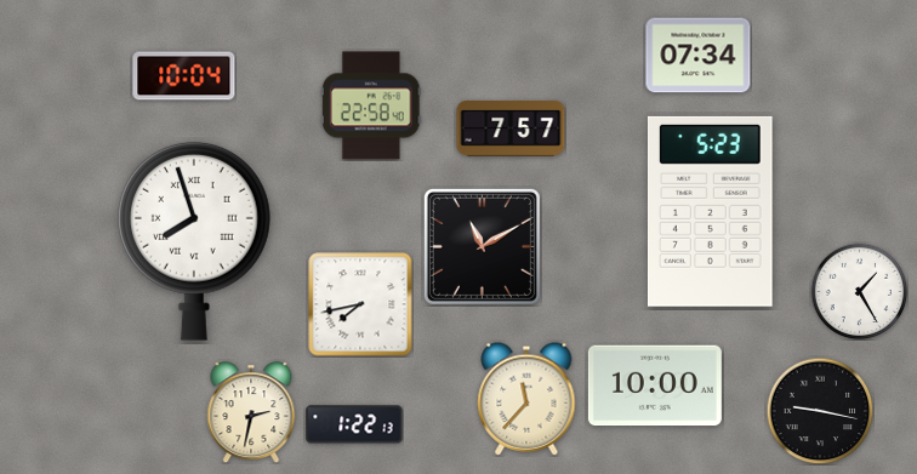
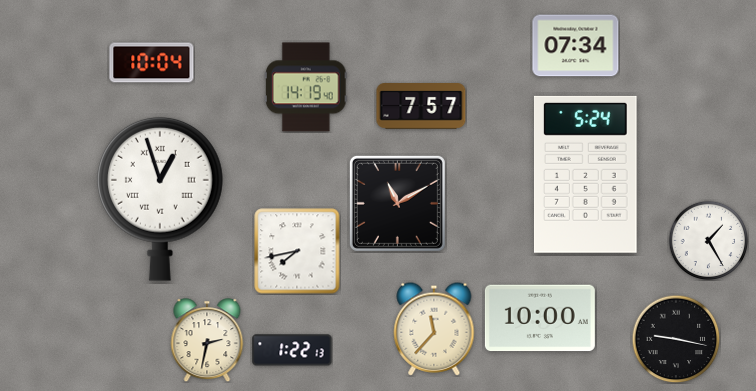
clock at (371, 105): 22:58 -> 14:19
clock at (711, 211): 5:23 -> 5:24
clock at (194, 241): 7:57 -> 12:57
